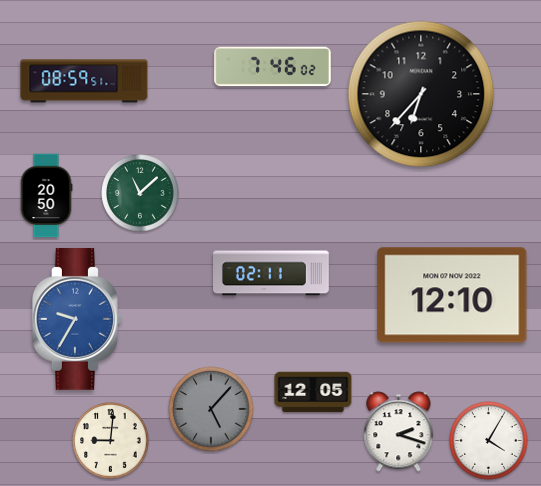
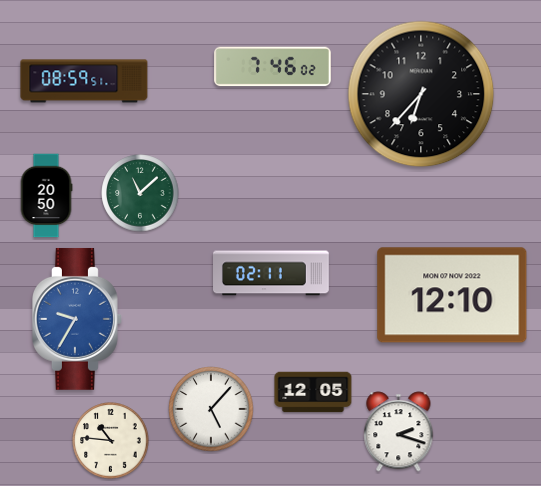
clock at (211, 409) dial: grey -> white
clock at (111, 441): 9:01 -> 10:46
clock at (489, 441): 4:05 -> none
